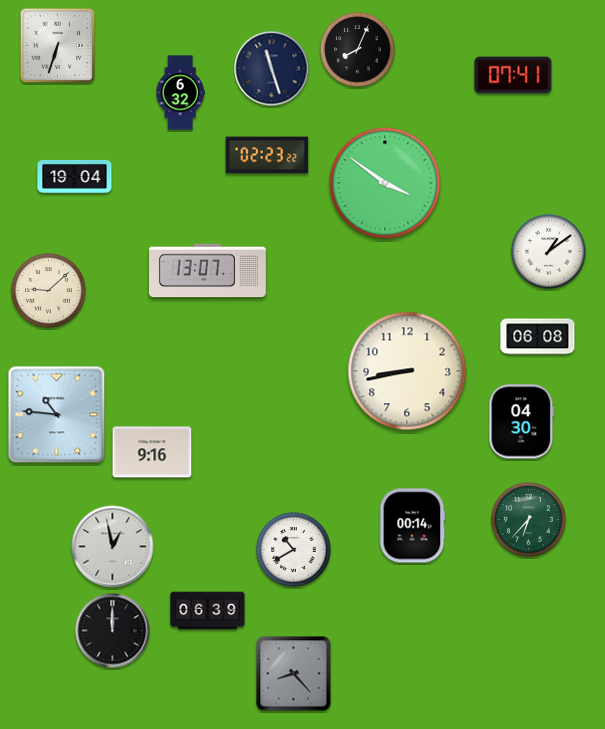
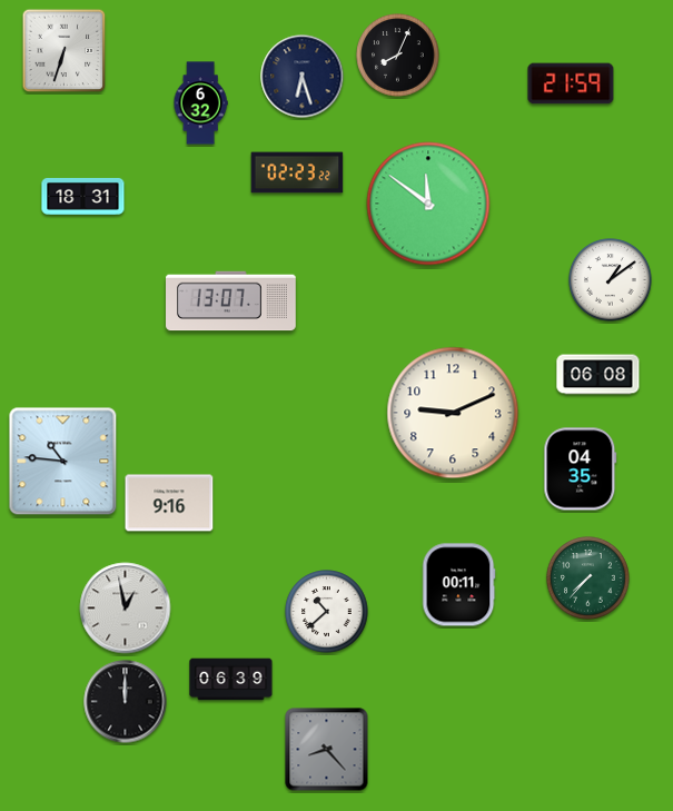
clock at (272, 69): 11:27 -> 6:27
clock at (513, 75): 07:41 -> 21:59
clock at (75, 176): 19:04 -> 18:31
clock at (385, 183): 3:51 -> 11:51
clock at (49, 291): 9:08 -> none
clock at (407, 371): 8:43 -> 9:11
clock at (522, 422): 04:30 -> 04:35
clock at (529, 520): 6:37 -> 7:37
clock at (412, 526): 00:14 -> 00:11
clock at (294, 550): 10:40 -> 10:38
